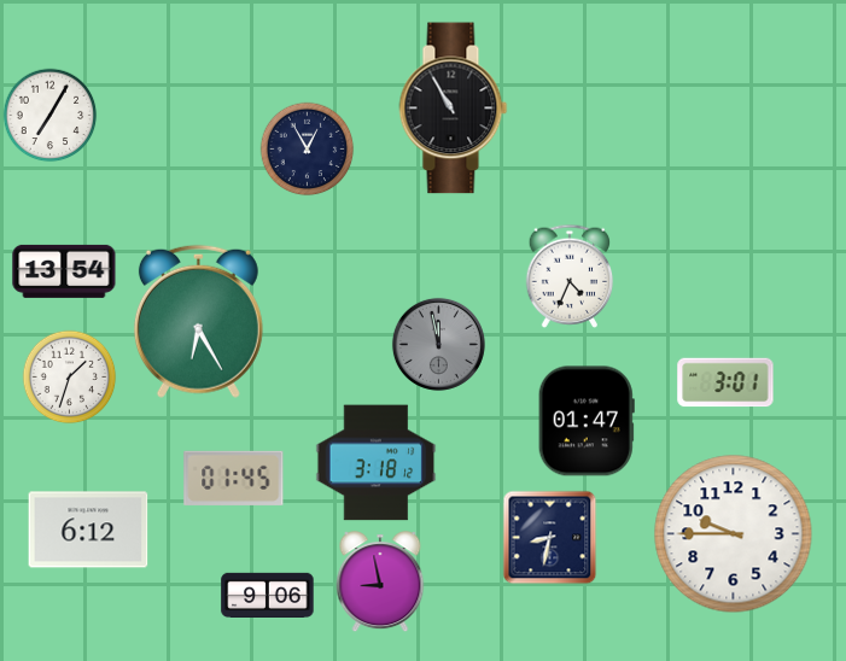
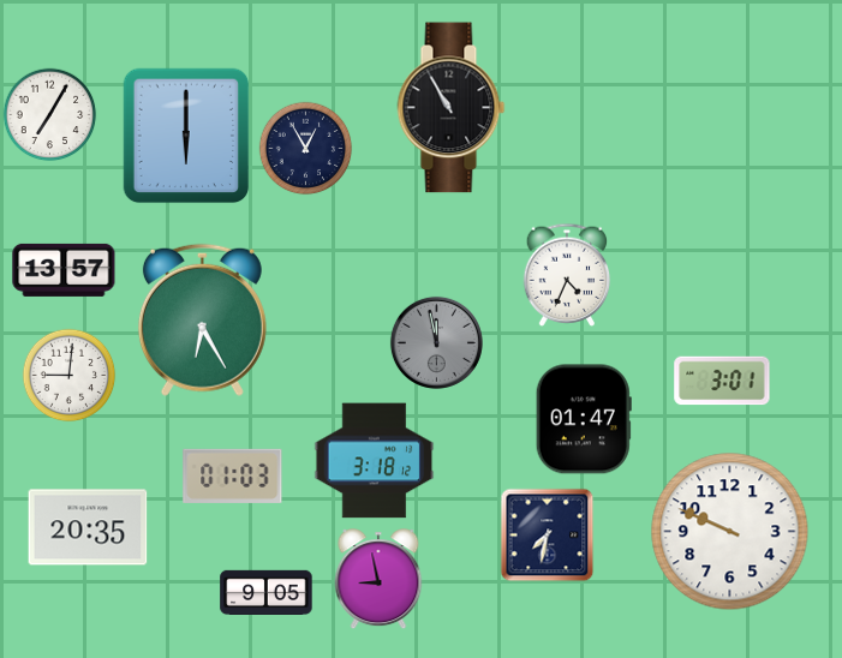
clock at (186, 136): none -> 6:00
clock at (64, 271): 13:54 -> 13:57
clock at (198, 321) position: (198, 321) -> (202, 319)
clock at (69, 376): 1:33 -> 9:01
clock at (234, 478): 01:45 -> 01:03
clock at (88, 530): 6:12 -> 20:35
clock at (734, 534): 9:45 -> 9:49
clock at (549, 537): 8:32 -> 7:32
clock at (268, 596): 9:06 -> 9:05
